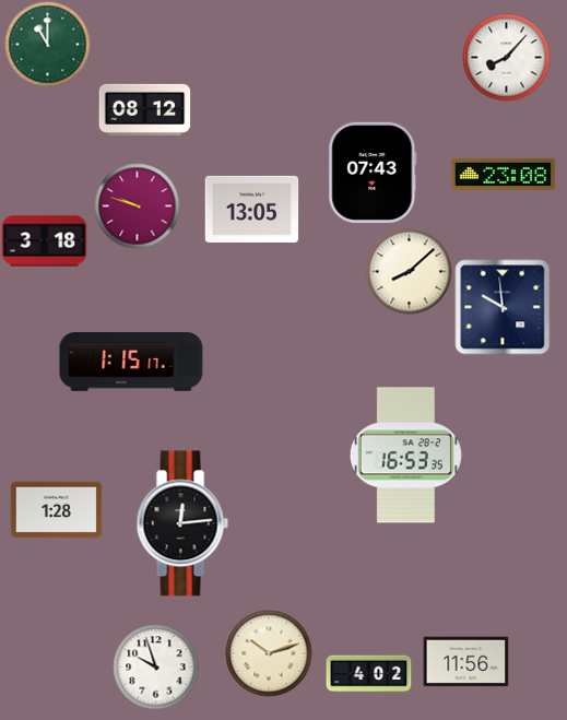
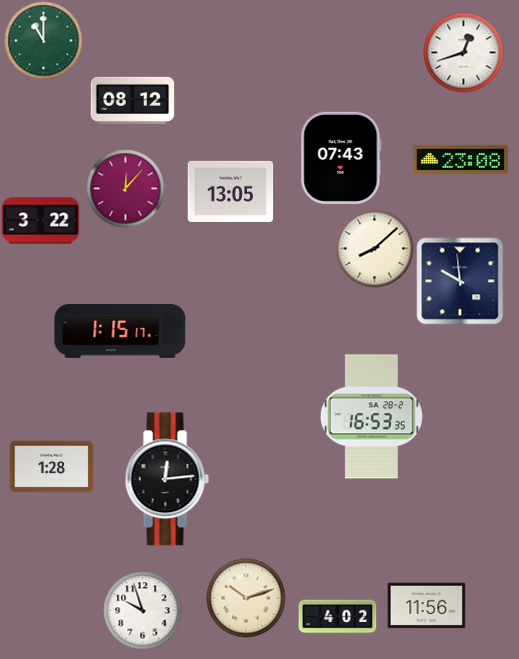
clock at (506, 57): 8:07 -> 12:42
clock at (137, 205): 9:48 -> 12:07
clock at (44, 241): 3:18 -> 3:22
